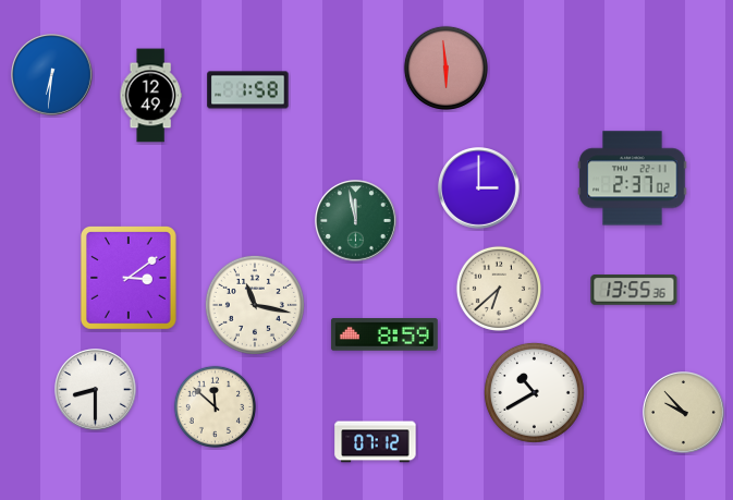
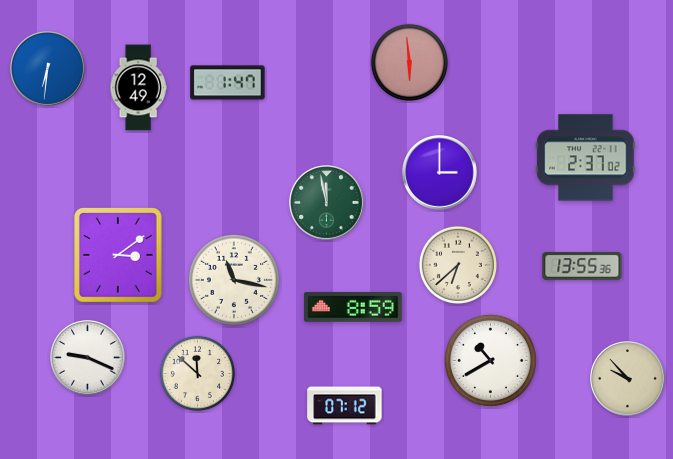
clock at (248, 90): 1:58 -> 1:47
clock at (633, 179) position: (633, 179) -> (586, 158)
clock at (96, 390): 8:30 -> 9:19
